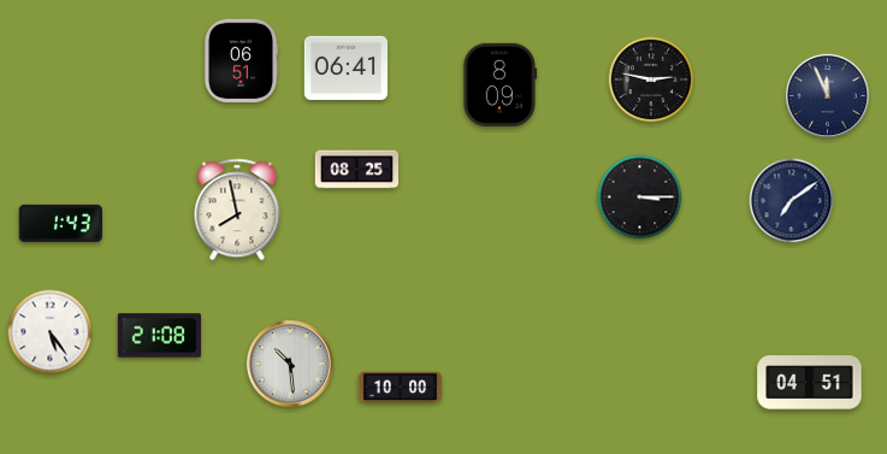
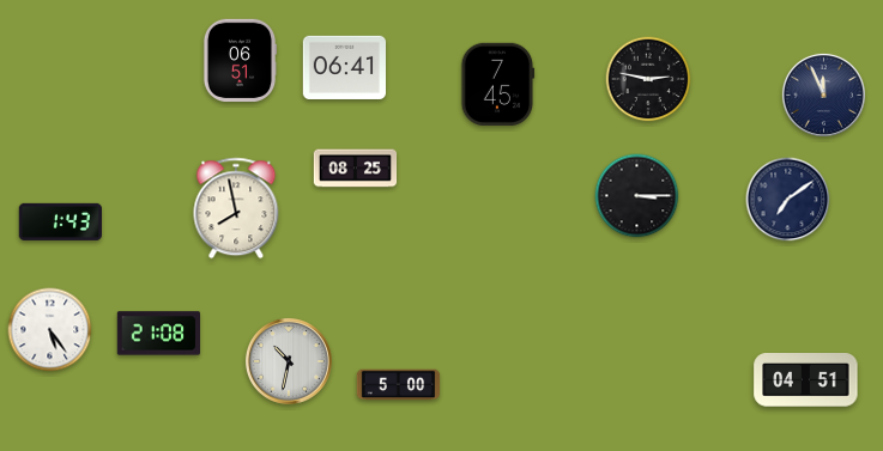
clock at (501, 84): 8:09 -> 7:45
clock at (290, 364): 10:29 -> 10:32
clock at (401, 388): 10:00 -> 5:00
